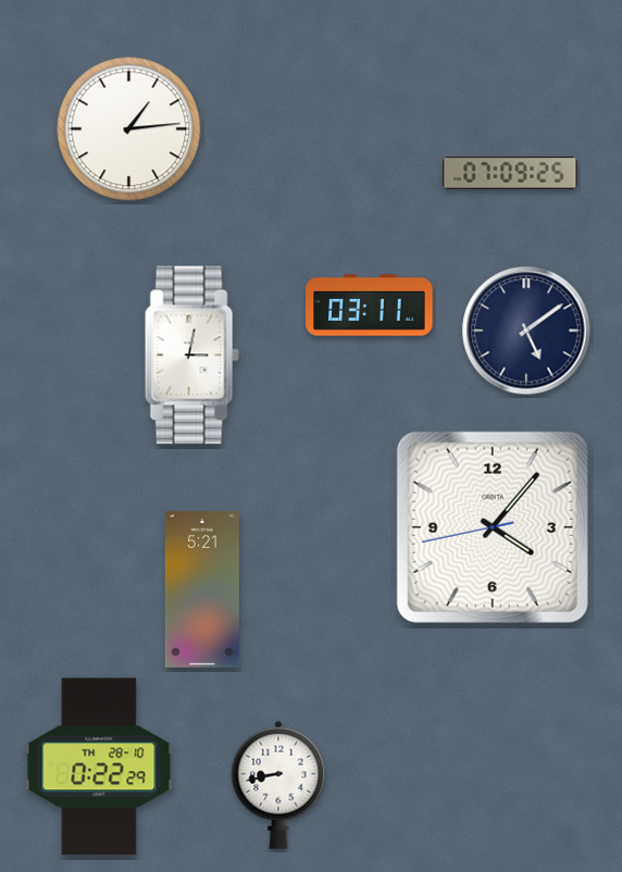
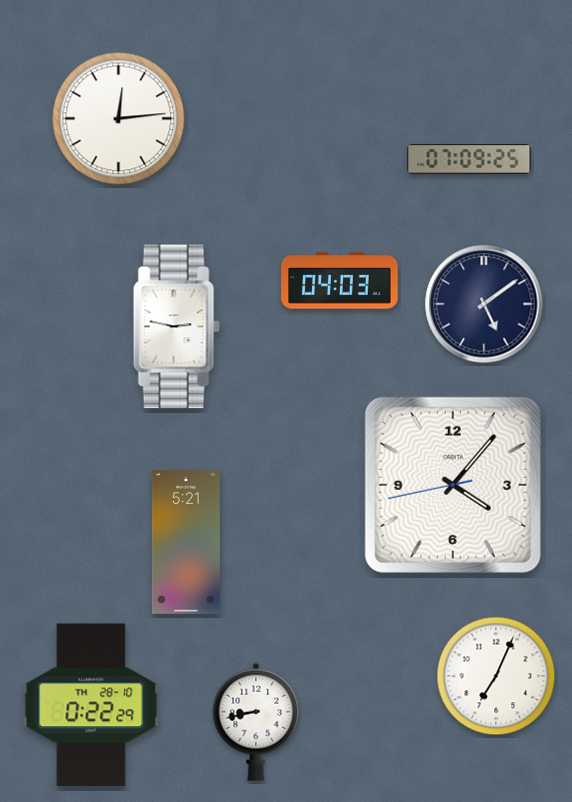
clock at (129, 129): 1:14 -> 12:14
clock at (370, 306): 03:11 -> 04:03
clock at (191, 356): 3:02 -> 2:47
clock at (496, 676): none -> 7:04
